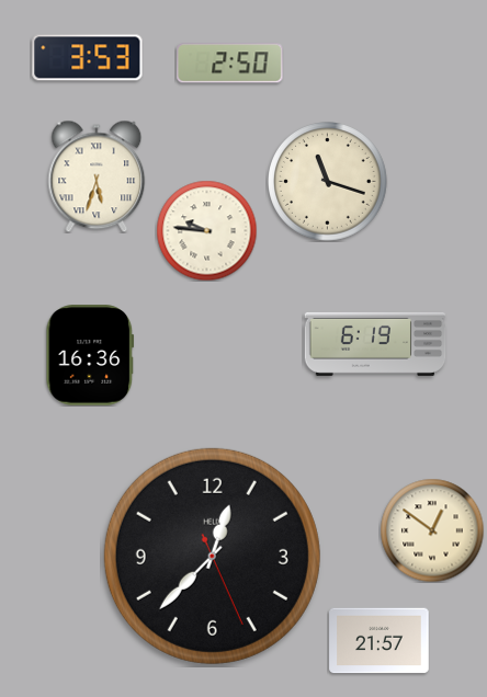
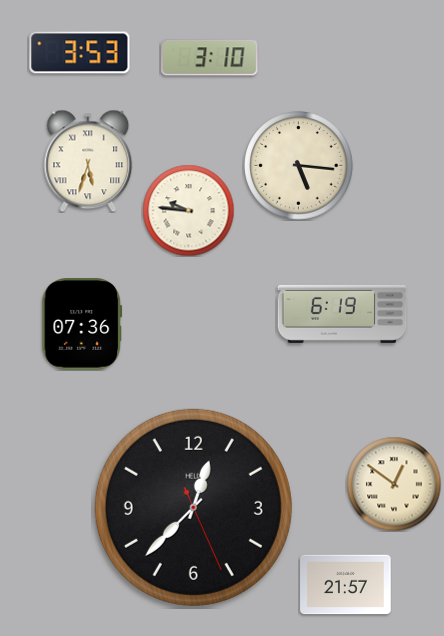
clock at (230, 64): 2:50 -> 3:10
clock at (328, 182): 11:18 -> 5:16
clock at (90, 355): 16:36 -> 07:36
